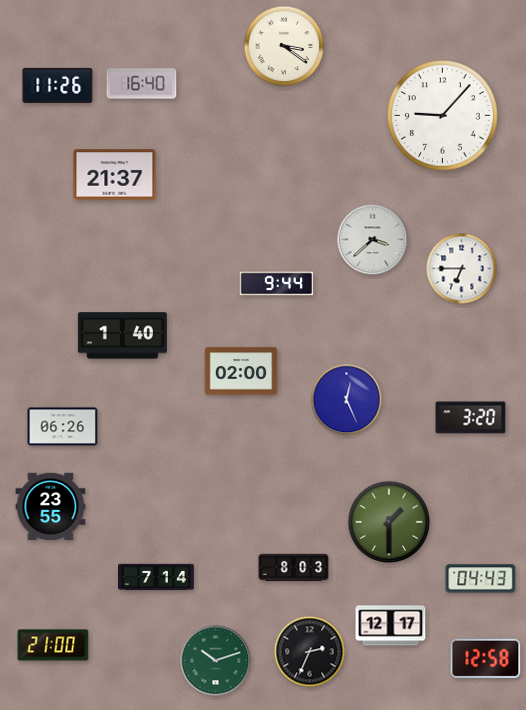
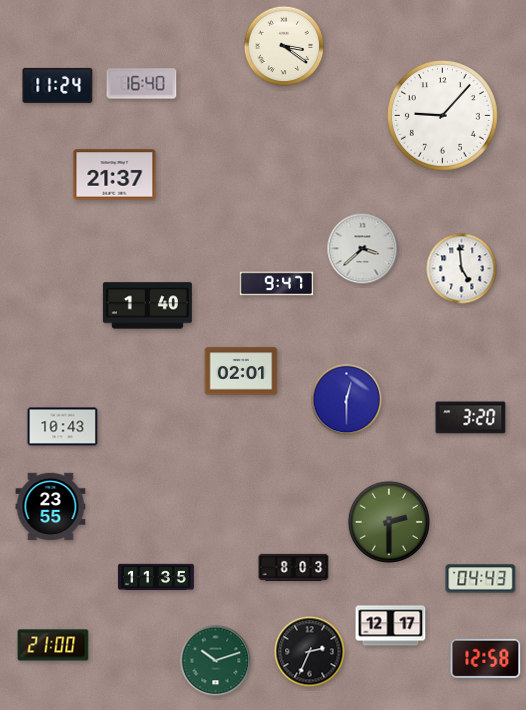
clock at (58, 85): 11:26 -> 11:24
clock at (373, 240) position: (373, 240) -> (363, 249)
clock at (462, 269): 6:45 -> 4:59
clock at (277, 284): 9:44 -> 9:47
clock at (122, 336) position: (122, 336) -> (147, 306)
clock at (241, 371): 02:00 -> 02:01
clock at (347, 400): 12:26 -> 12:30
clock at (63, 427): 06:26 -> 10:43
clock at (388, 521): 1:30 -> 2:30
clock at (157, 577): 7:14 -> 11:35
